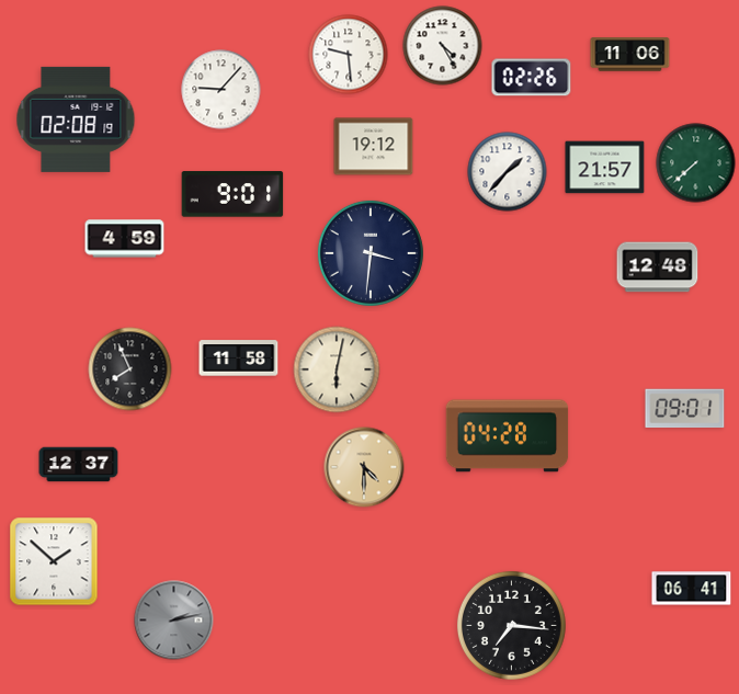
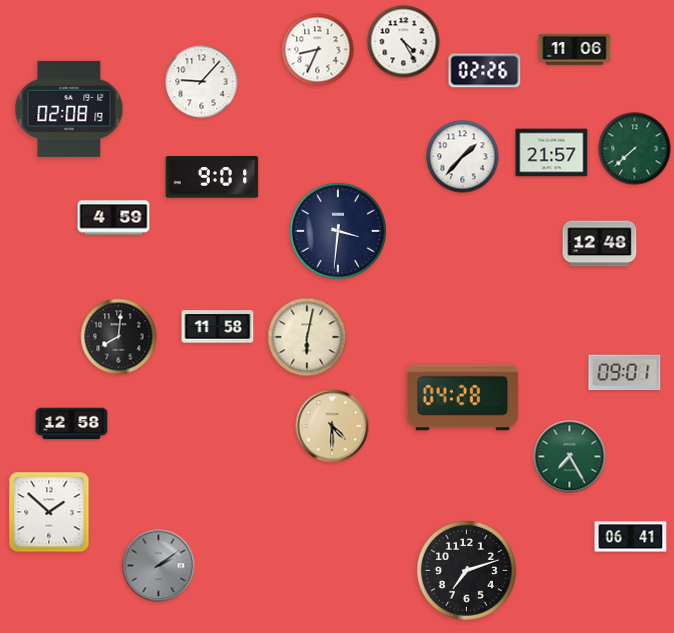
clock at (349, 55): 9:29 -> 8:34
clock at (374, 147): 19:12 -> none
clock at (130, 369): 7:56 -> 8:01
clock at (79, 465): 12:37 -> 12:58
clock at (570, 457): none -> 7:25
clock at (174, 621): 2:13 -> 2:09
clock at (511, 625): 7:16 -> 7:12
